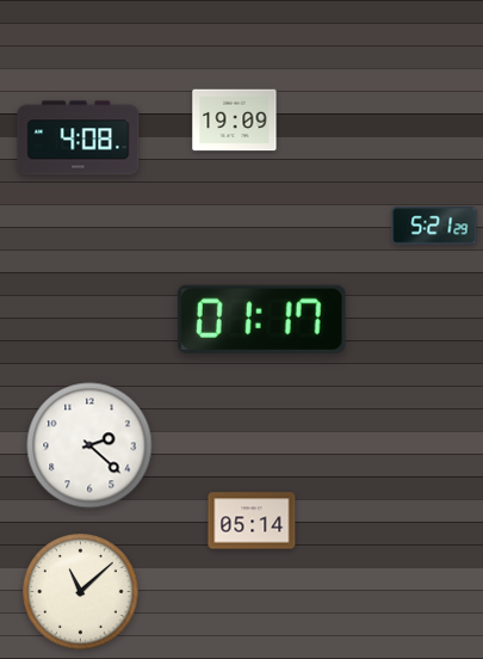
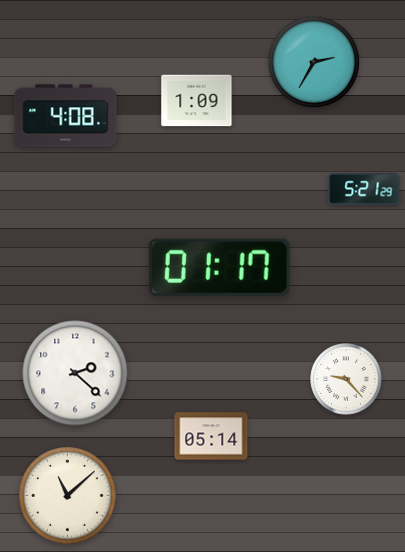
clock at (313, 61): none -> 2:35
clock at (235, 121): 19:09 -> 1:09
clock at (346, 379): none -> 9:23
